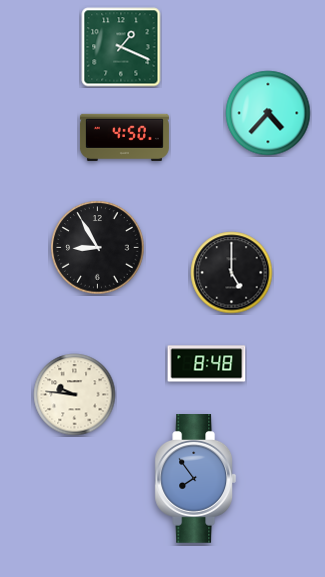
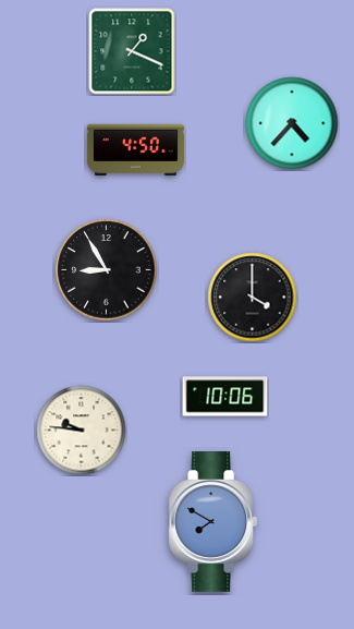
clock at (232, 273): 5:00 -> 4:00
clock at (207, 364): 8:48 -> 10:06
clock at (196, 479): 7:54 -> 7:50
